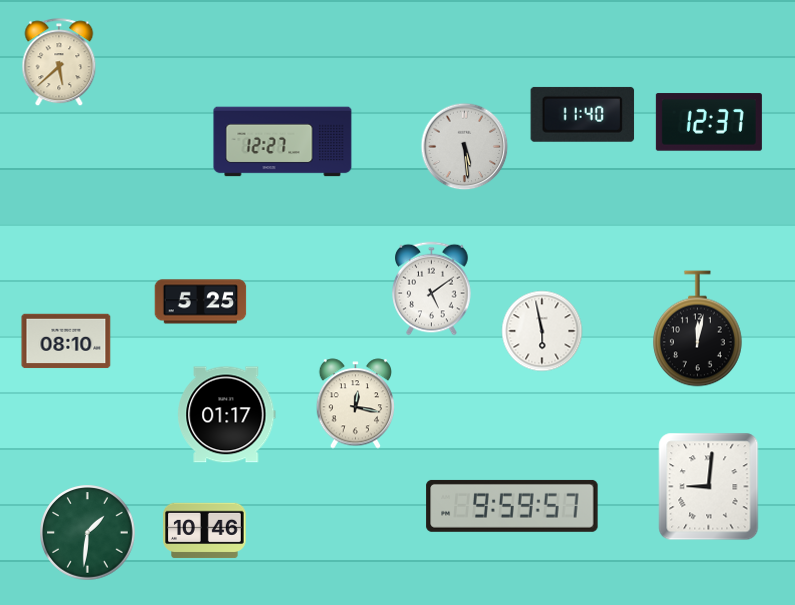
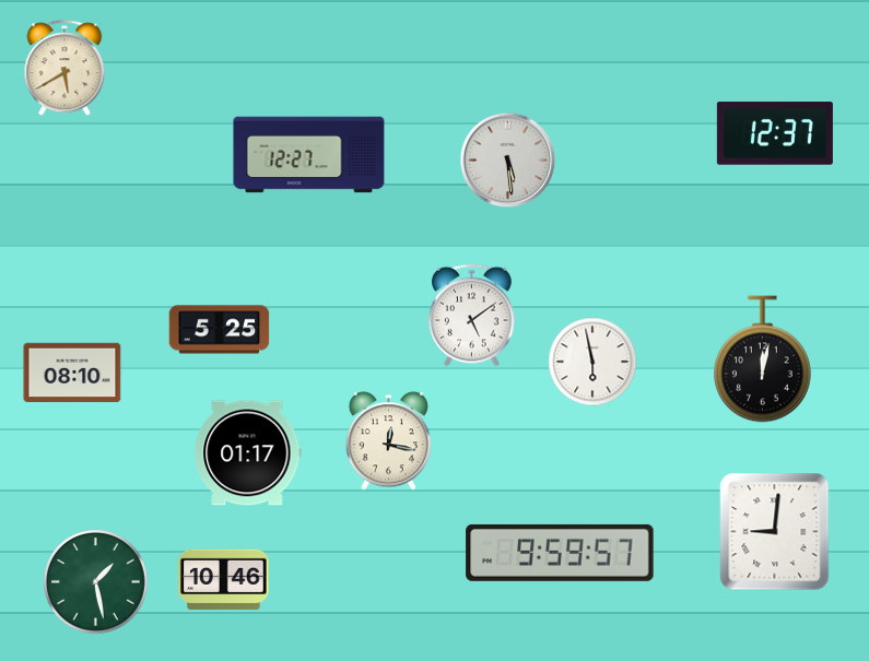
clock at (59, 63): 5:38 -> 5:40
clock at (583, 114): 11:40 -> none
clock at (88, 533): 1:31 -> 1:28
